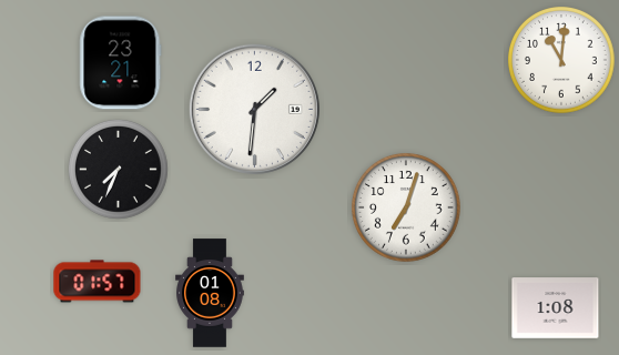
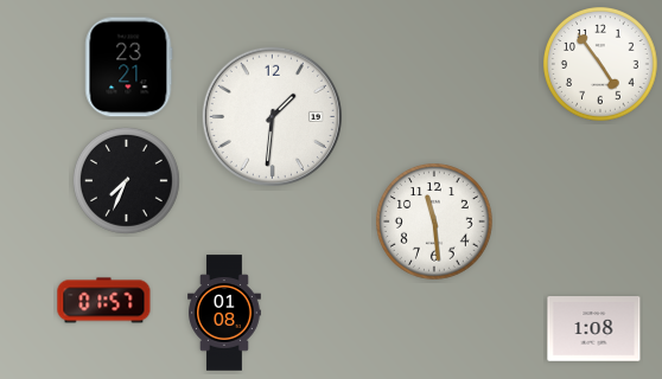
clock at (562, 61): 11:01 -> 4:54
clock at (406, 207): 7:03 -> 11:29
